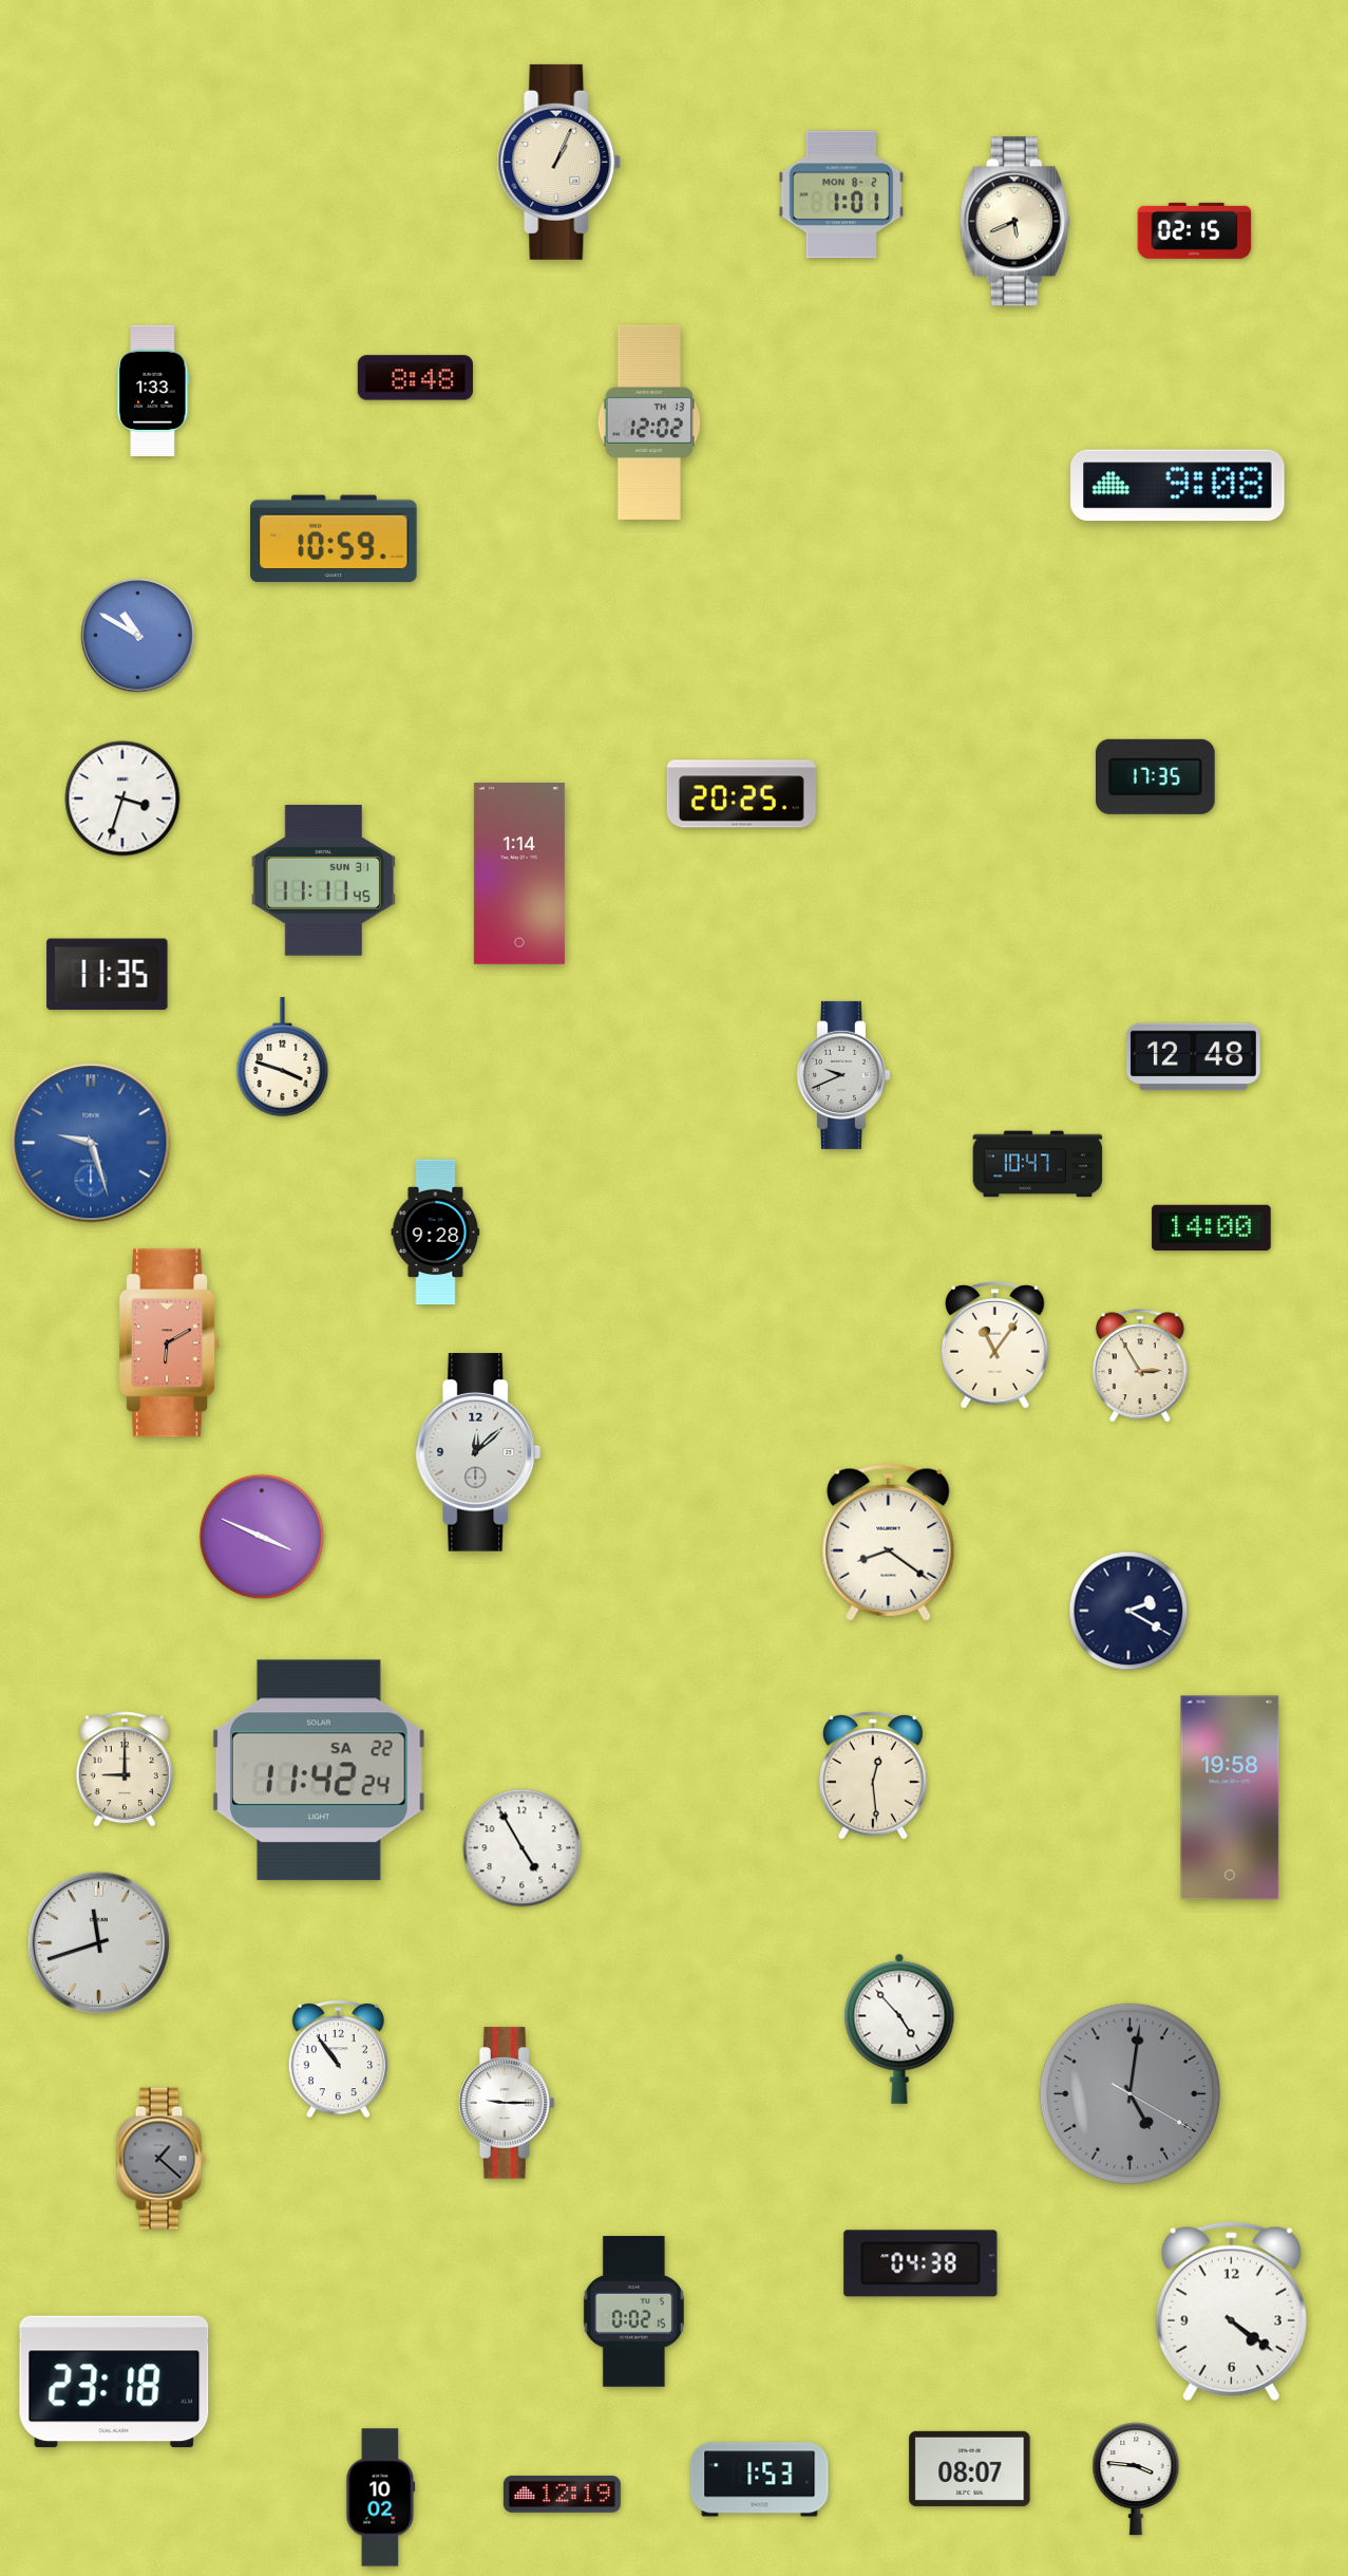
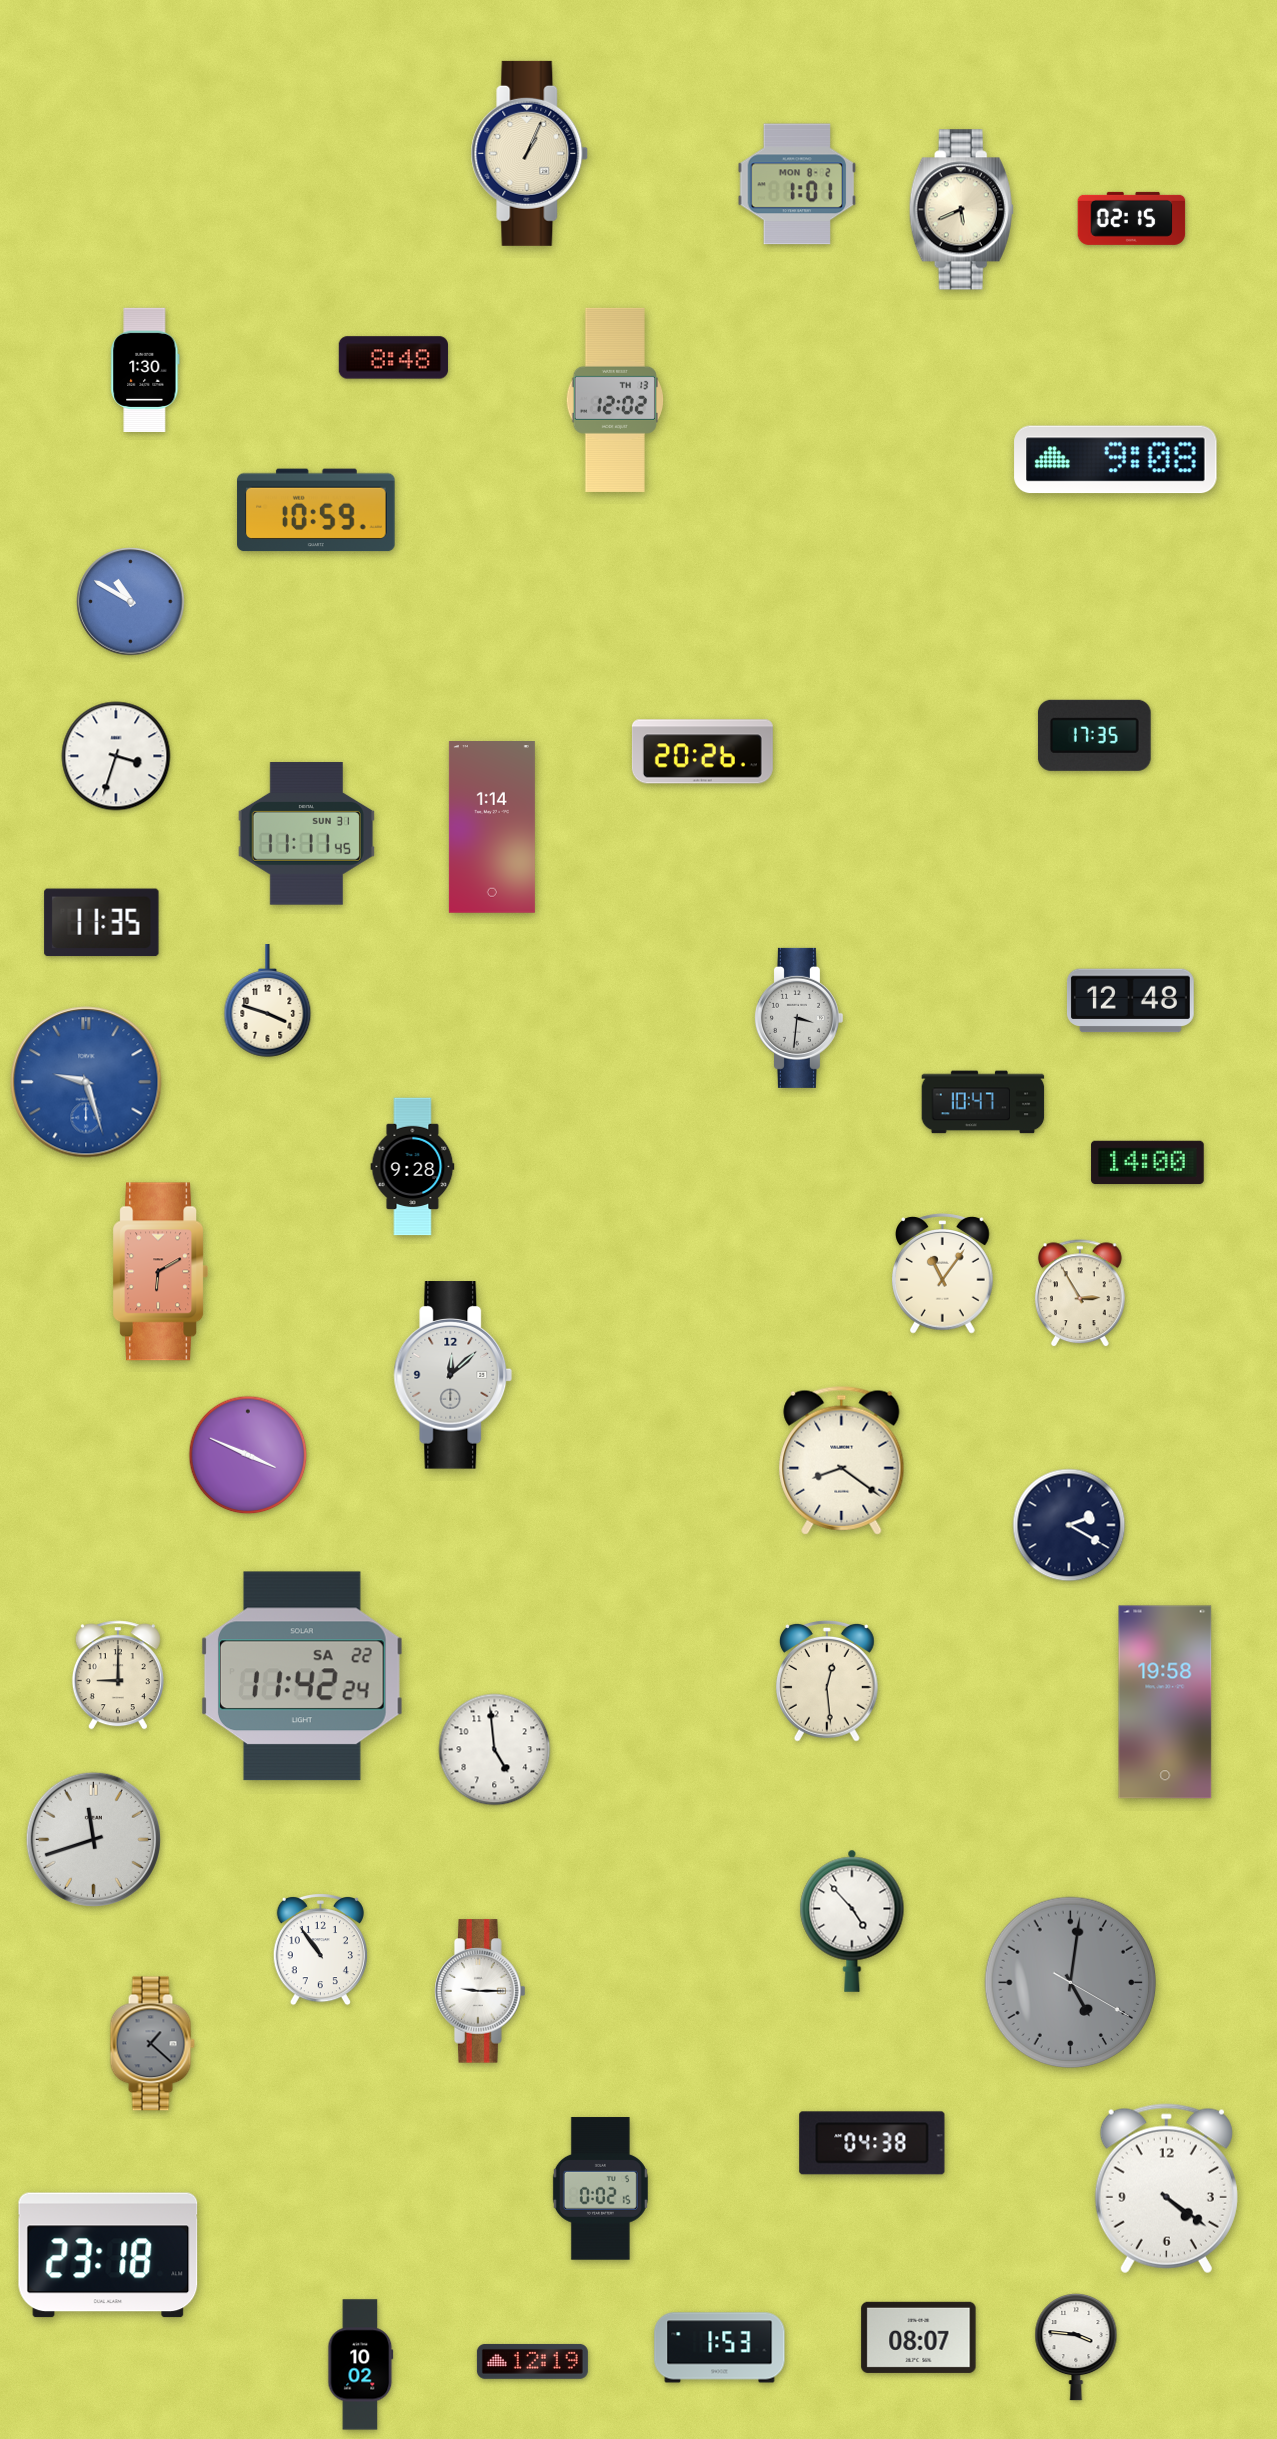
clock at (153, 391): 1:33 -> 1:30
clock at (741, 794): 20:25 -> 20:26
clock at (842, 1075): 9:41 -> 3:31
clock at (523, 1848): 4:55 -> 4:59
